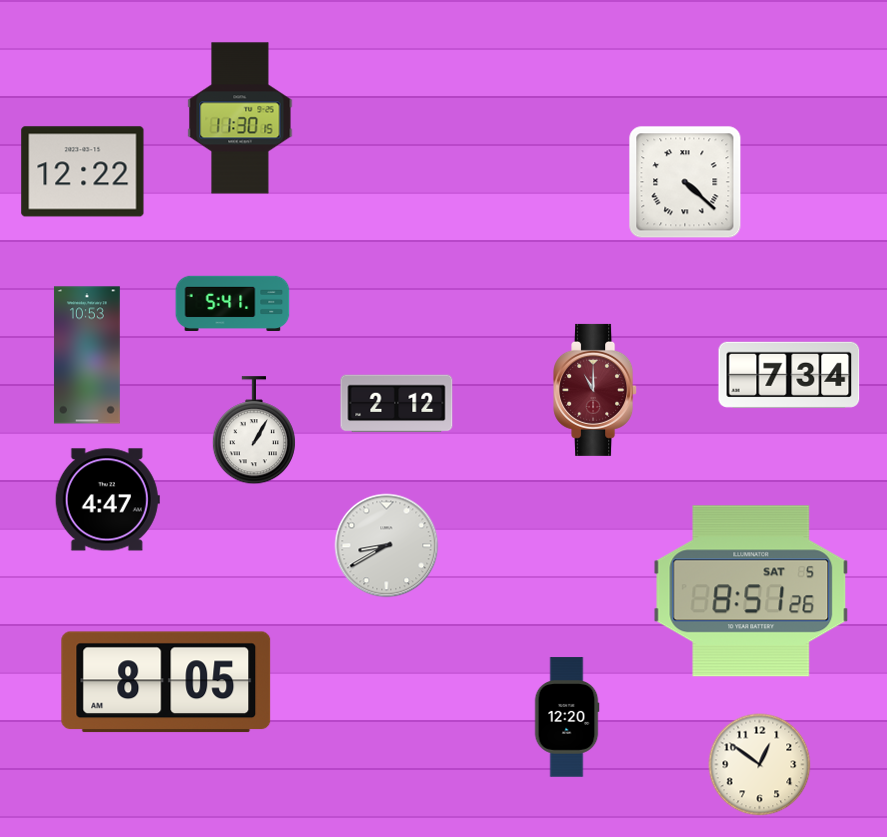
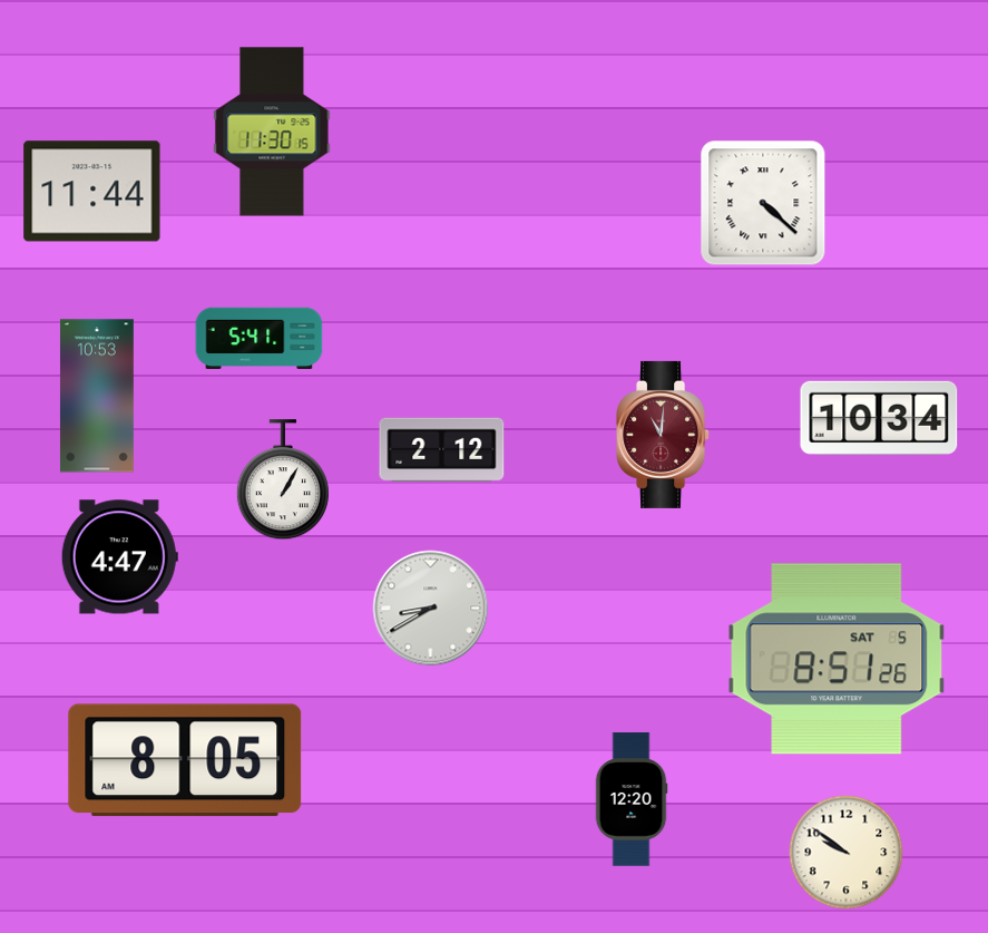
clock at (240, 118) position: (240, 118) -> (272, 132)
clock at (83, 172): 12:22 -> 11:44
clock at (789, 375): 7:34 -> 10:34
clock at (596, 390): 11:00 -> 11:01
clock at (760, 765): 12:51 -> 9:51
